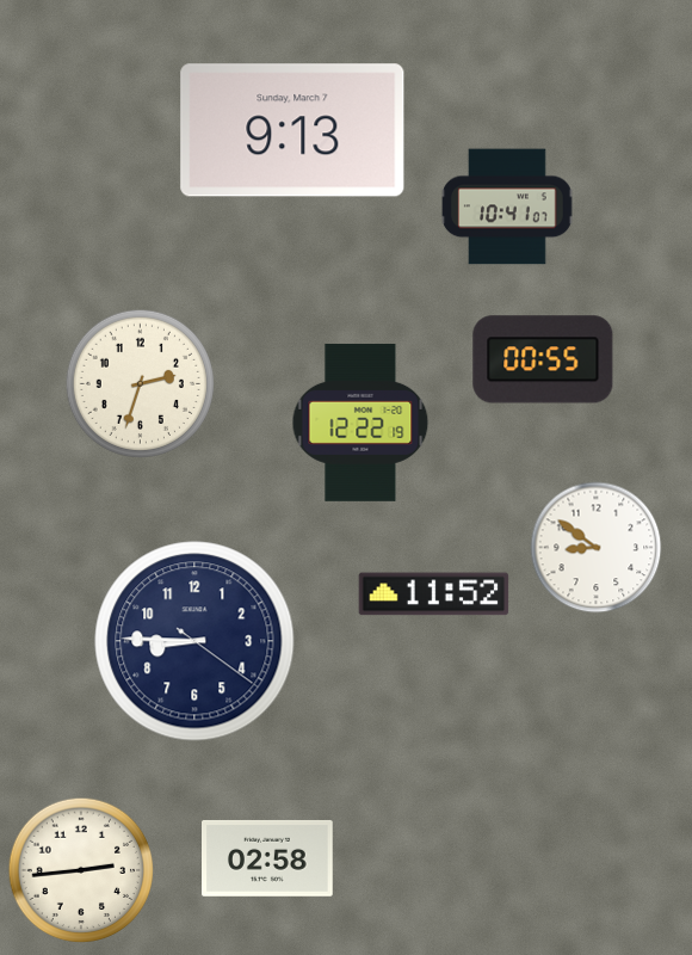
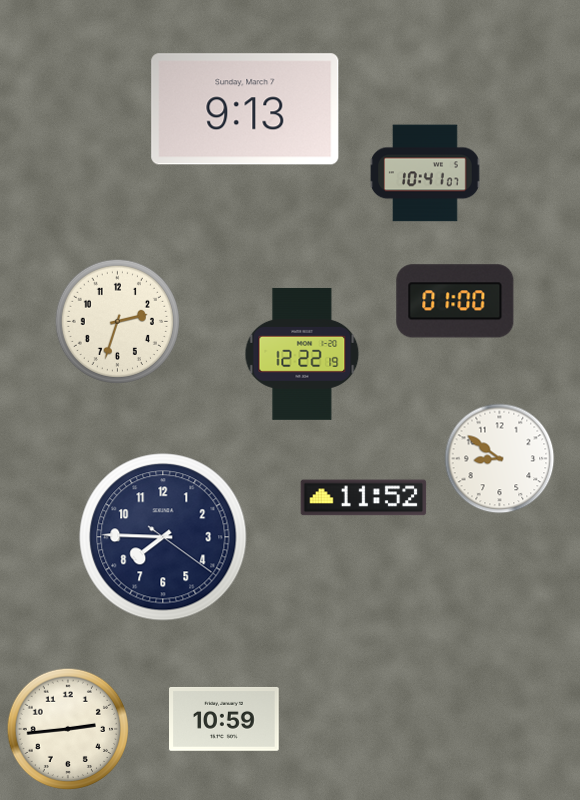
clock at (543, 359): 00:55 -> 01:00
clock at (194, 641): 8:45 -> 7:45
clock at (267, 858): 02:58 -> 10:59
